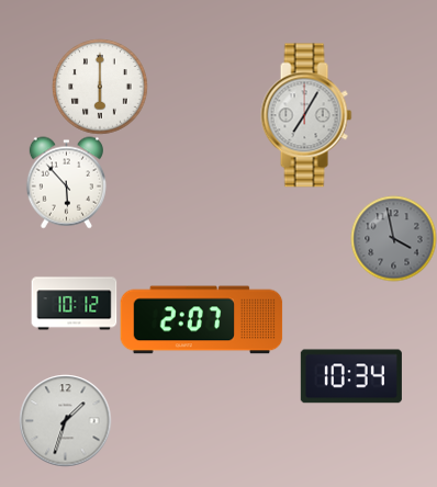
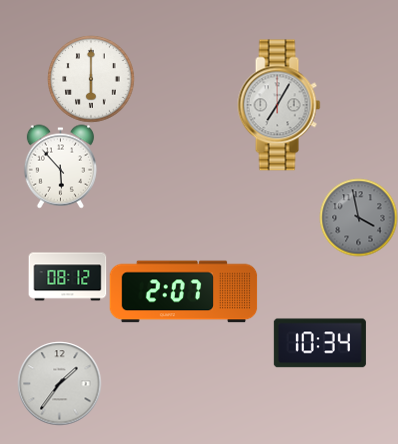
clock at (74, 304): 10:12 -> 08:12
clock at (65, 420): 1:33 -> 1:36
